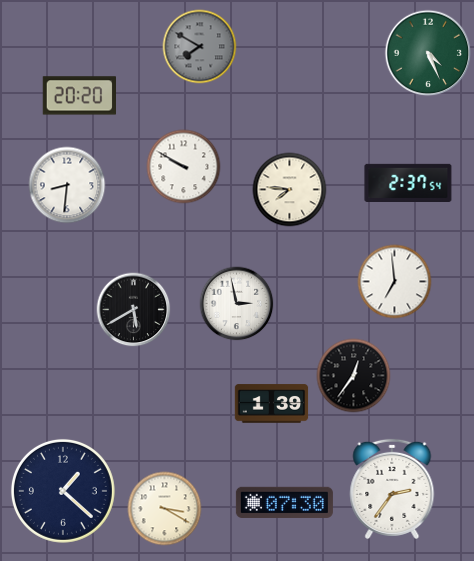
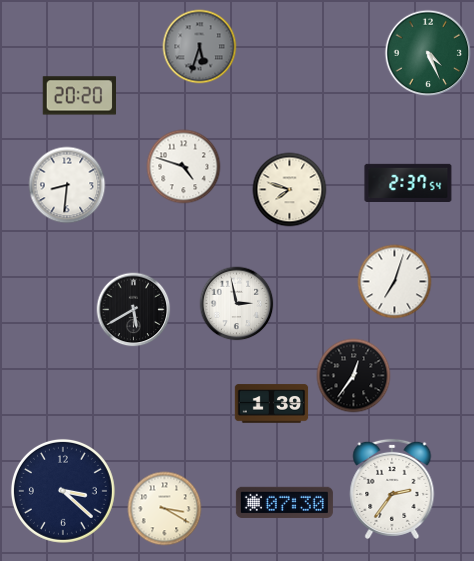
clock at (200, 47): 7:50 -> 5:33
clock at (184, 167): 9:50 -> 4:48
clock at (290, 190): 7:46 -> 7:48
clock at (395, 282): 6:59 -> 7:03
clock at (63, 491): 1:22 -> 3:22
